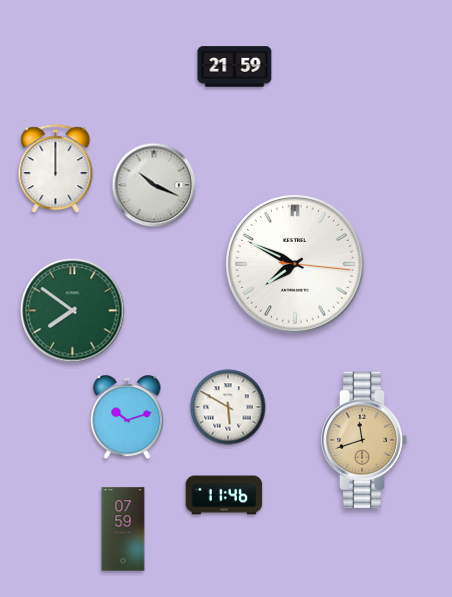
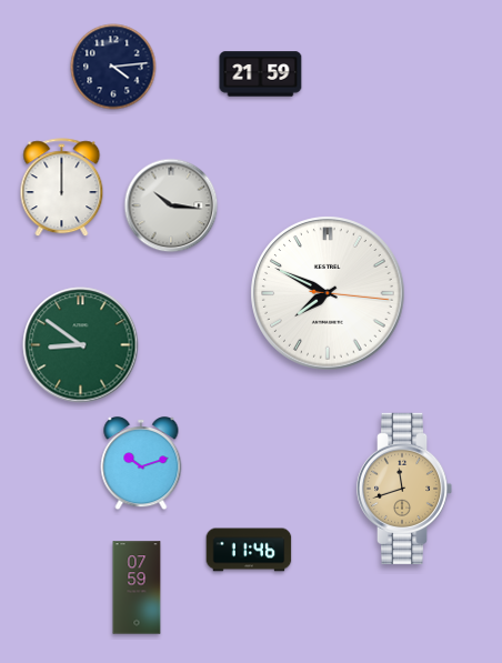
clock at (113, 67): none -> 4:14
clock at (154, 185): 10:19 -> 10:16
clock at (73, 311): 7:51 -> 8:51
clock at (228, 407): 5:50 -> none
